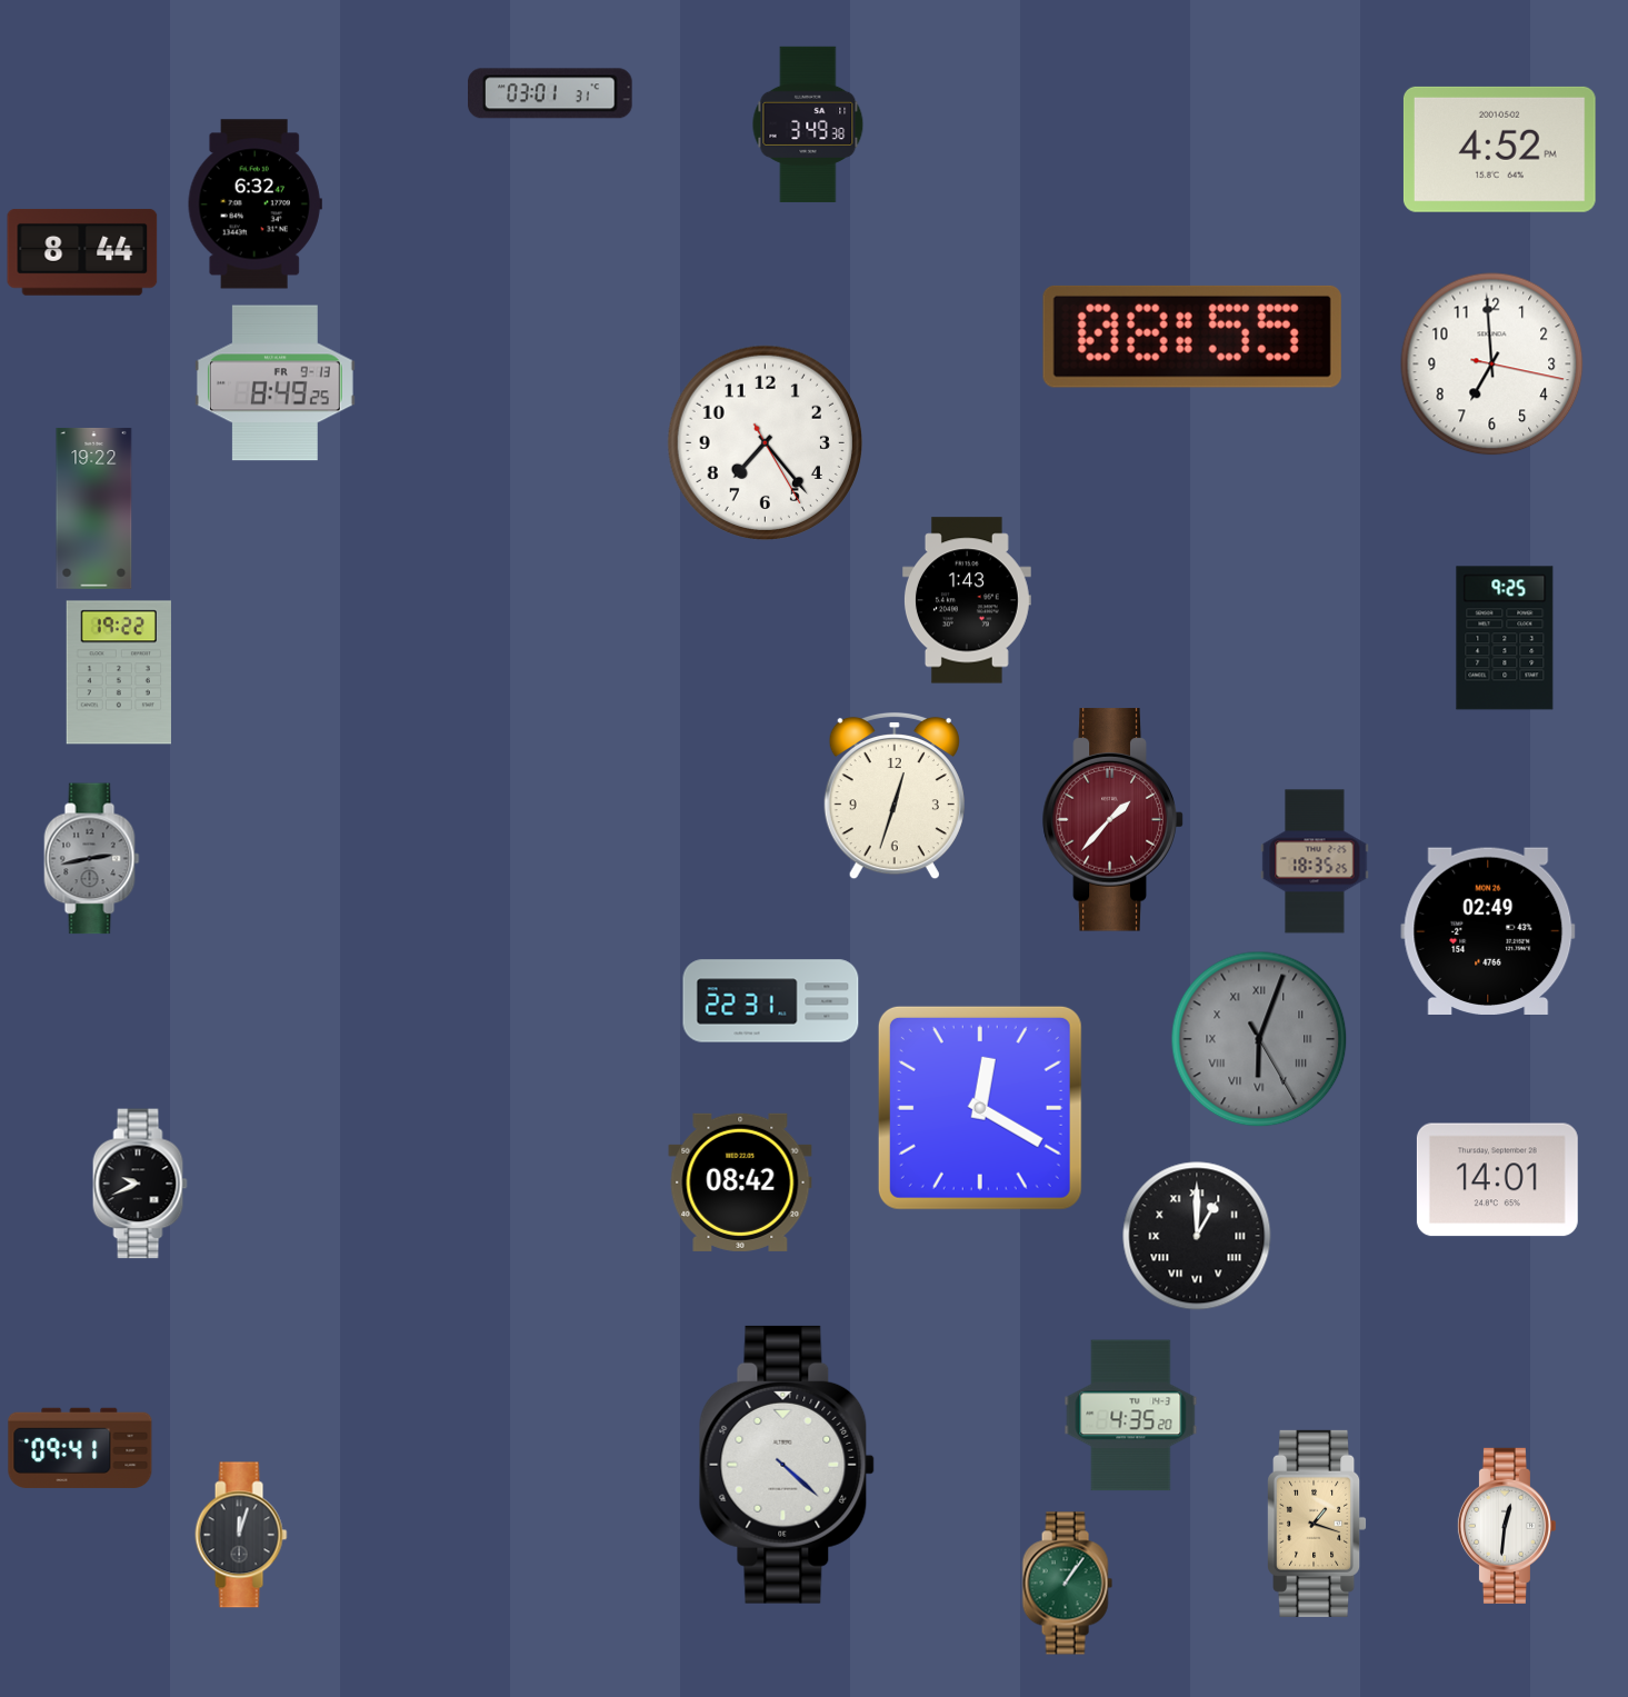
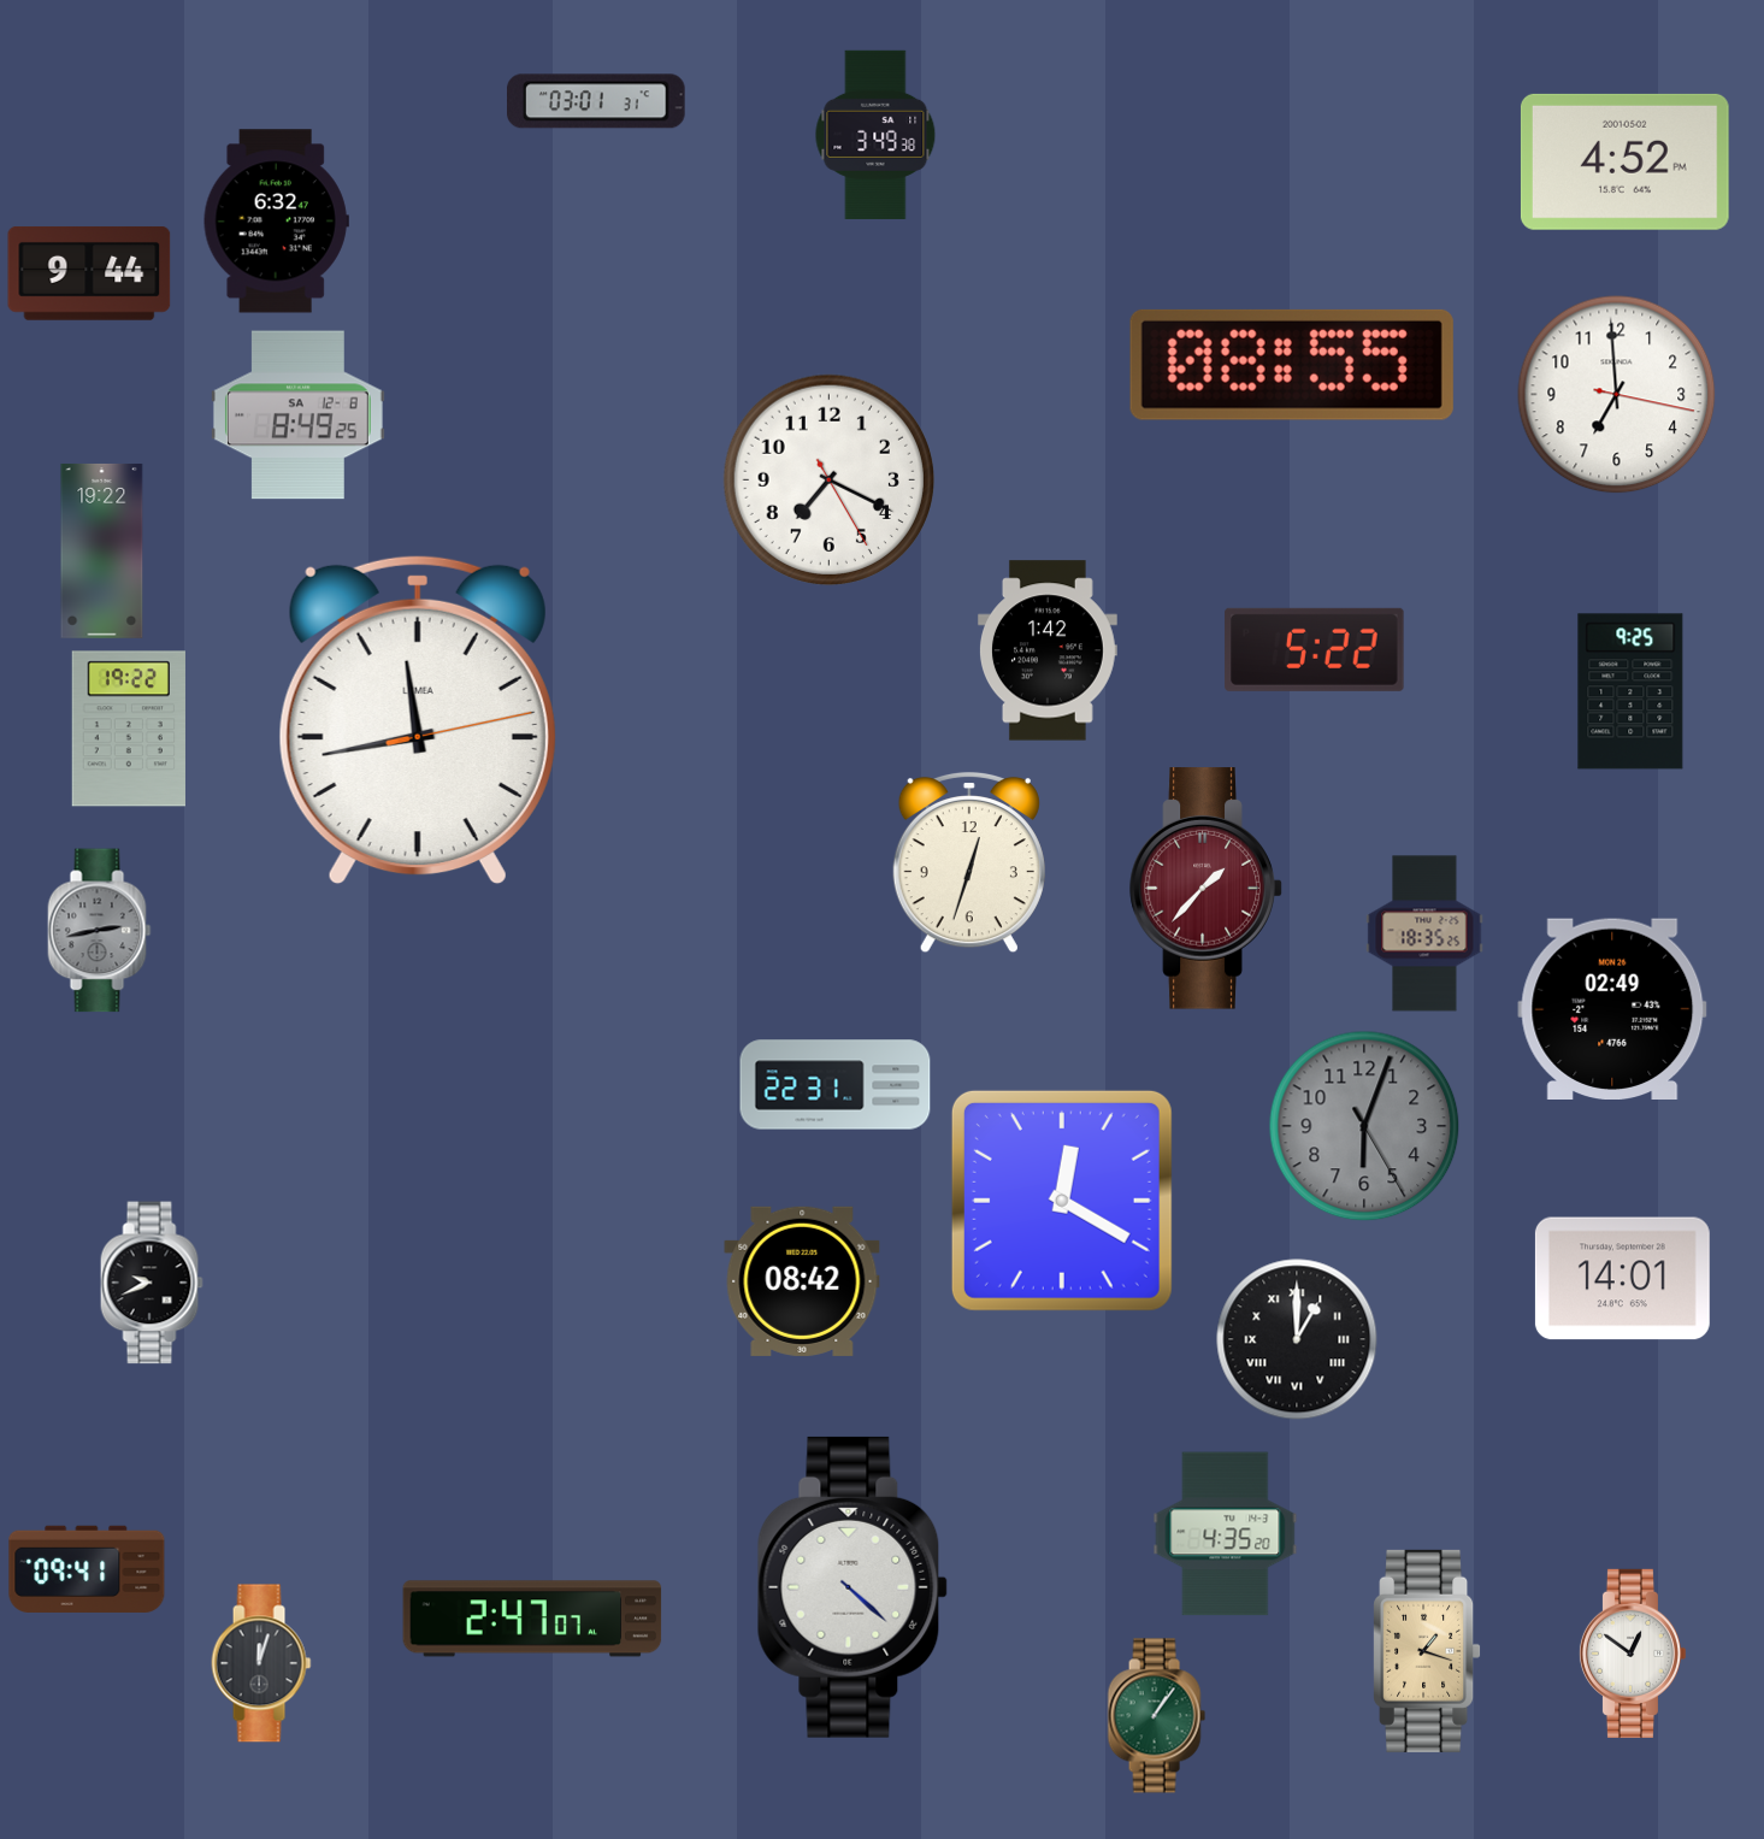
clock at (82, 252): 8:44 -> 9:44
clock at (274, 383) date: FR 9-13 -> SA 12-8
clock at (765, 442): 7:23 -> 7:19
clock at (1315, 649): none -> 5:22
clock at (967, 600): 1:43 -> 1:42
clock at (418, 720): none -> 11:43
clock at (1259, 1039) numerals: Roman -> Arabic
clock at (532, 1619): none -> 2:47
clock at (1506, 1526): 12:31 -> 12:51
